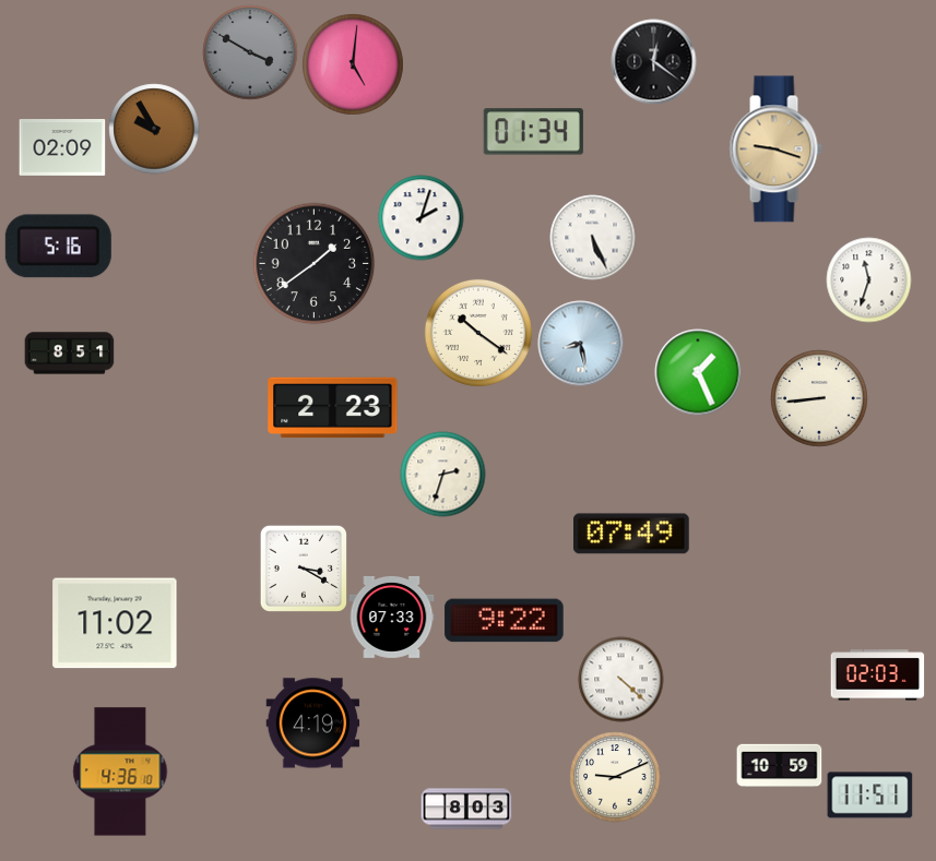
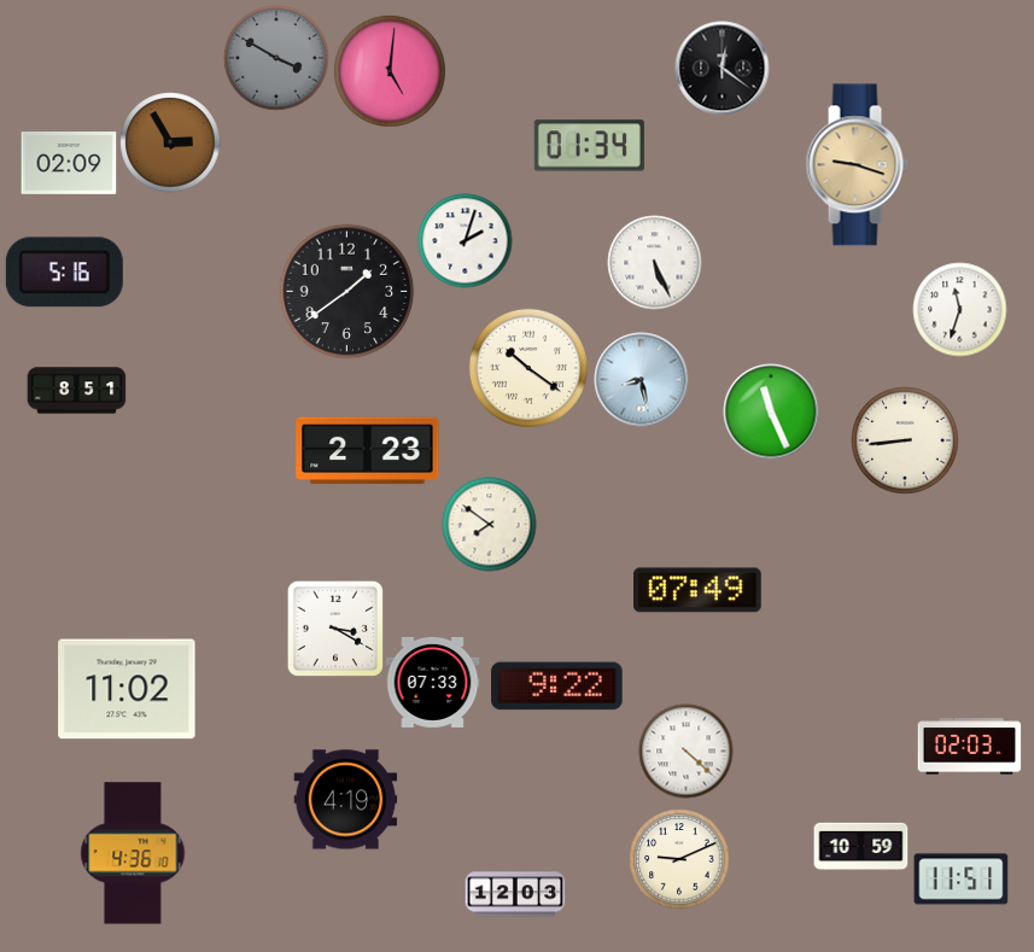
clock at (154, 129): 9:55 -> 2:55
clock at (698, 372): 1:26 -> 11:26
clock at (442, 474): 2:33 -> 7:51
clock at (466, 809): 8:03 -> 12:03
